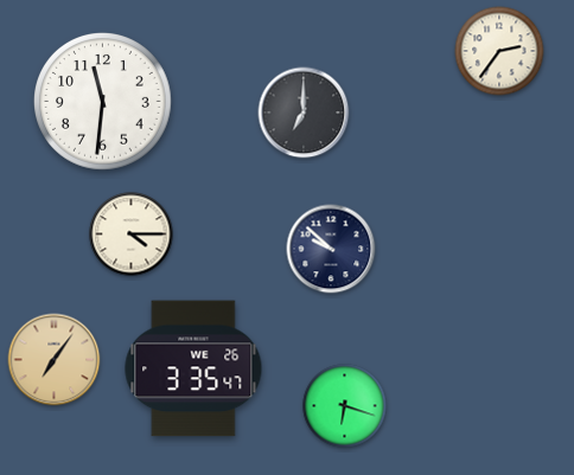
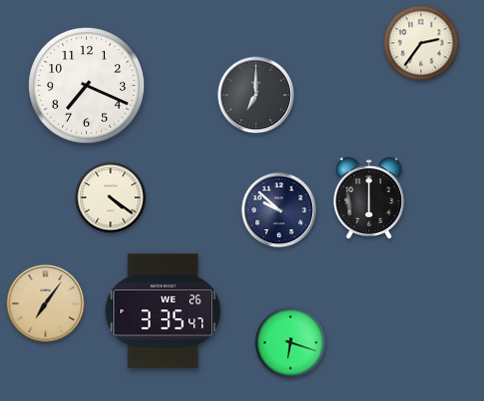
clock at (103, 102): 11:31 -> 7:19
clock at (369, 197): none -> 6:00
clock at (132, 235): 4:15 -> 4:21
